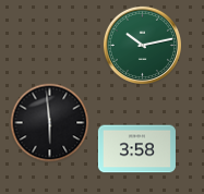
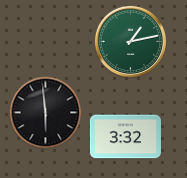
clock at (142, 45): 10:13 -> 1:13
clock at (136, 149): 3:58 -> 3:32
